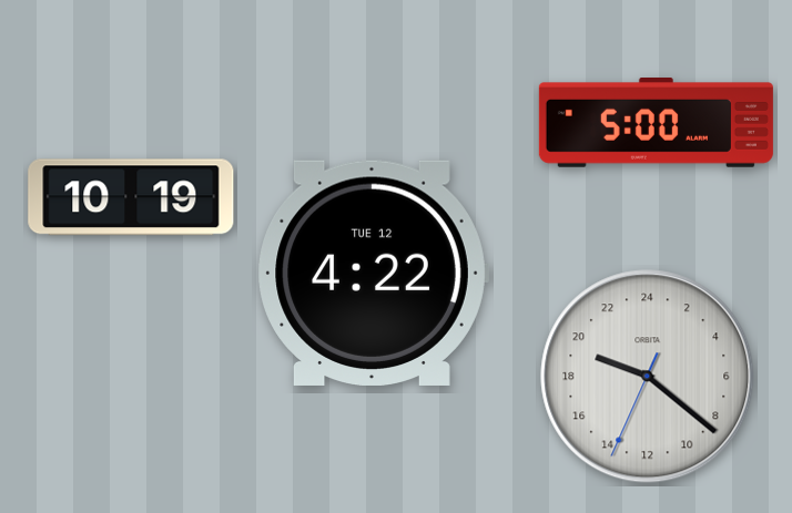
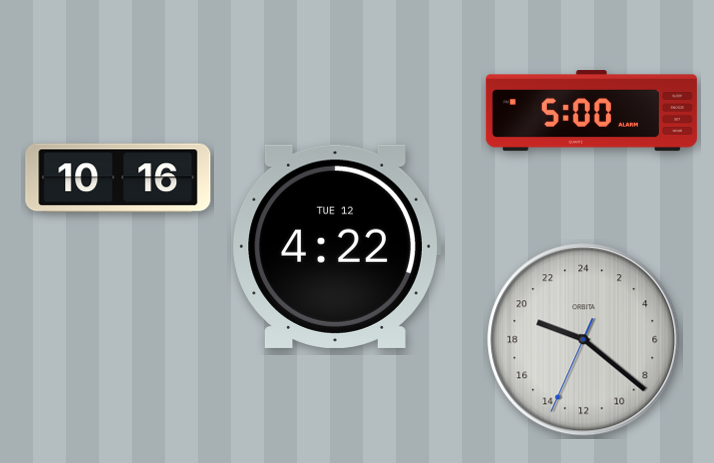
clock at (131, 197): 10:19 -> 10:16
